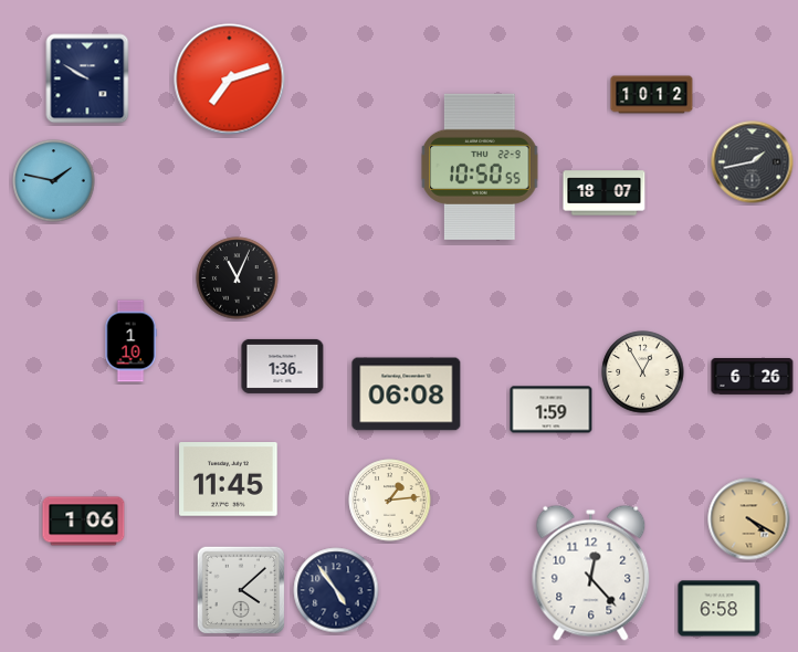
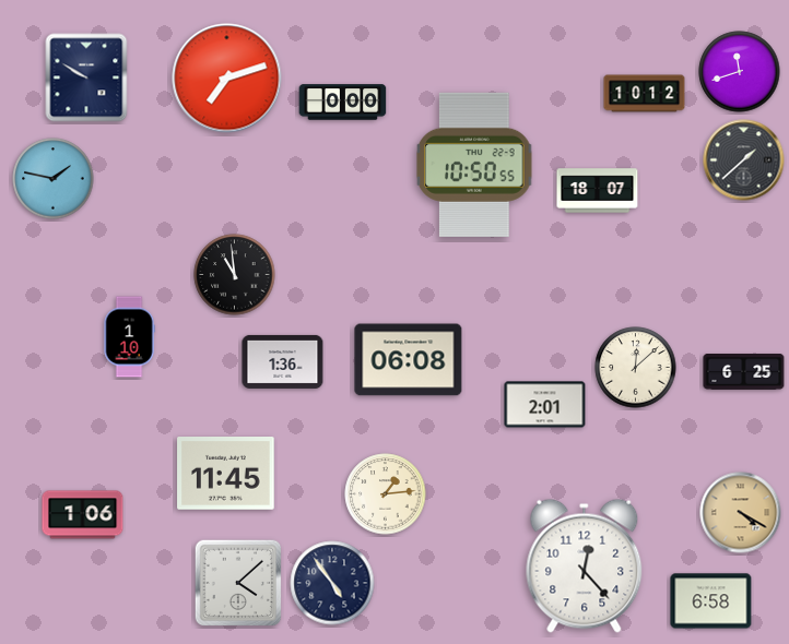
clock at (740, 72): none -> 11:42
clock at (343, 103): none -> 0:00
clock at (753, 162): 1:43 -> 1:38
clock at (238, 278): 11:04 -> 10:59
clock at (283, 366) position: (283, 366) -> (283, 361)
clock at (643, 372): 12:55 -> 12:08
clock at (753, 377): 6:26 -> 6:25
clock at (407, 395) position: (407, 395) -> (409, 360)
clock at (552, 410): 1:59 -> 2:01
